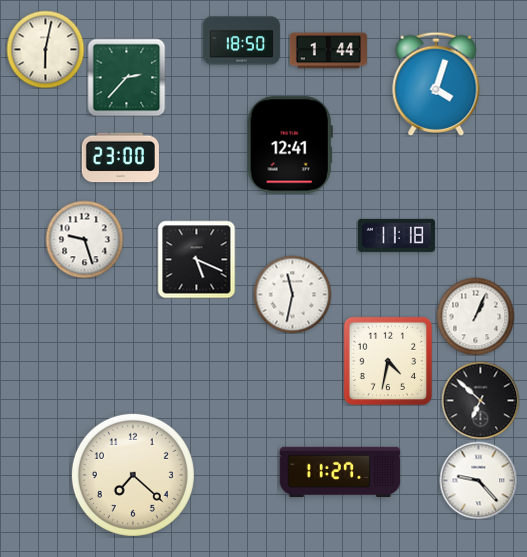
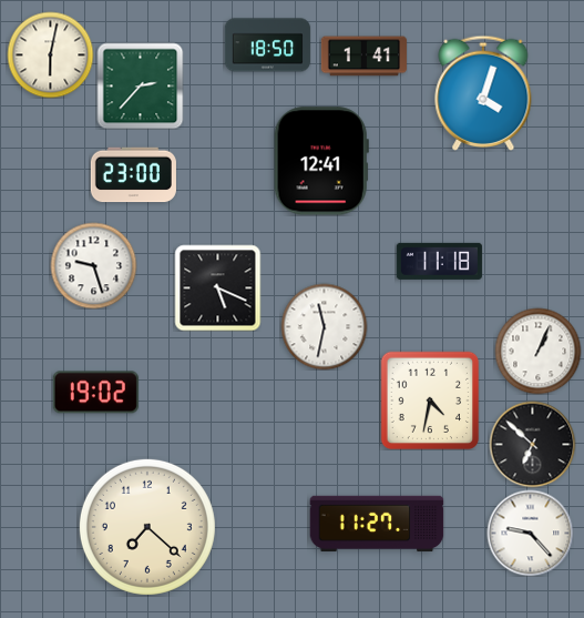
clock at (328, 51): 1:44 -> 1:41
clock at (475, 316) position: (475, 316) -> (537, 351)
clock at (95, 393): none -> 19:02
